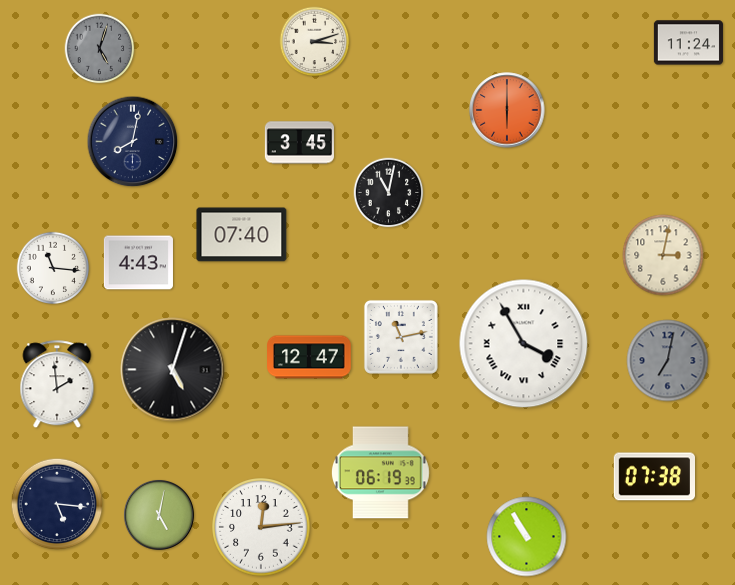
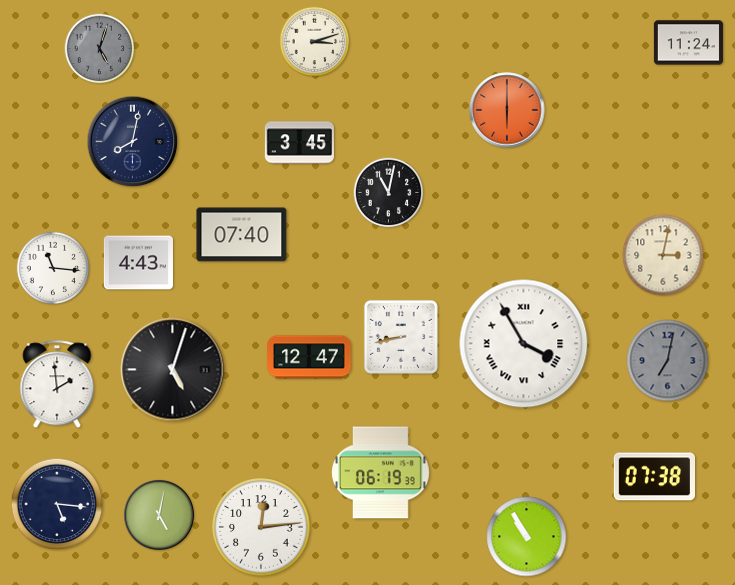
clock at (401, 337): 11:13 -> 8:43
